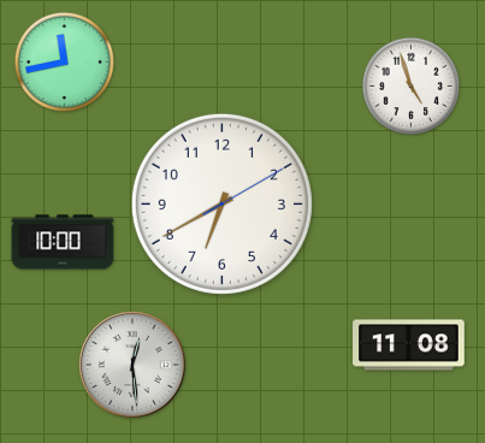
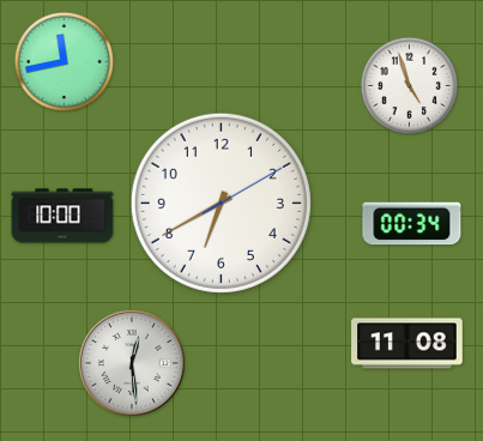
clock at (412, 224): none -> 00:34
clock at (63, 242) position: (63, 242) -> (62, 216)
